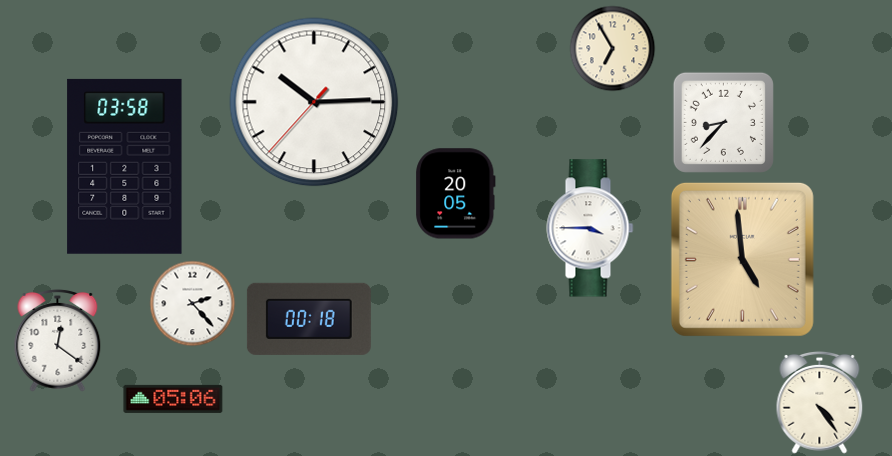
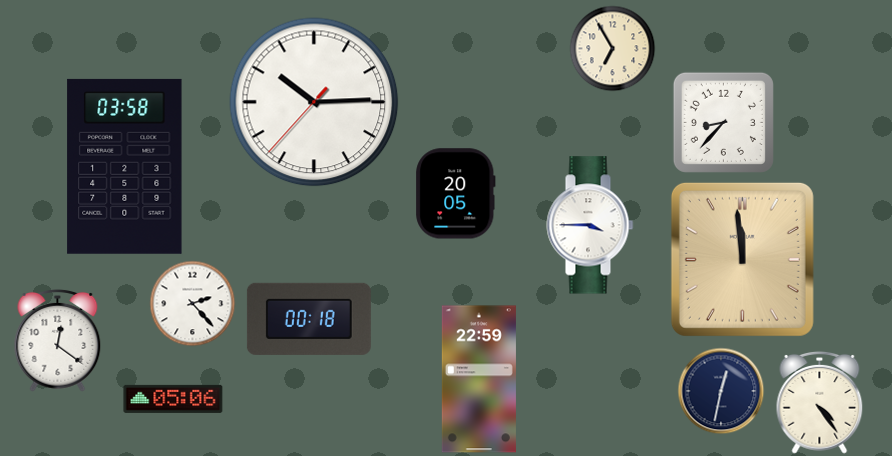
clock at (590, 228) position: (590, 228) -> (590, 225)
clock at (742, 259): 4:59 -> 11:59
clock at (479, 379): none -> 22:59
clock at (721, 391): none -> 12:32
